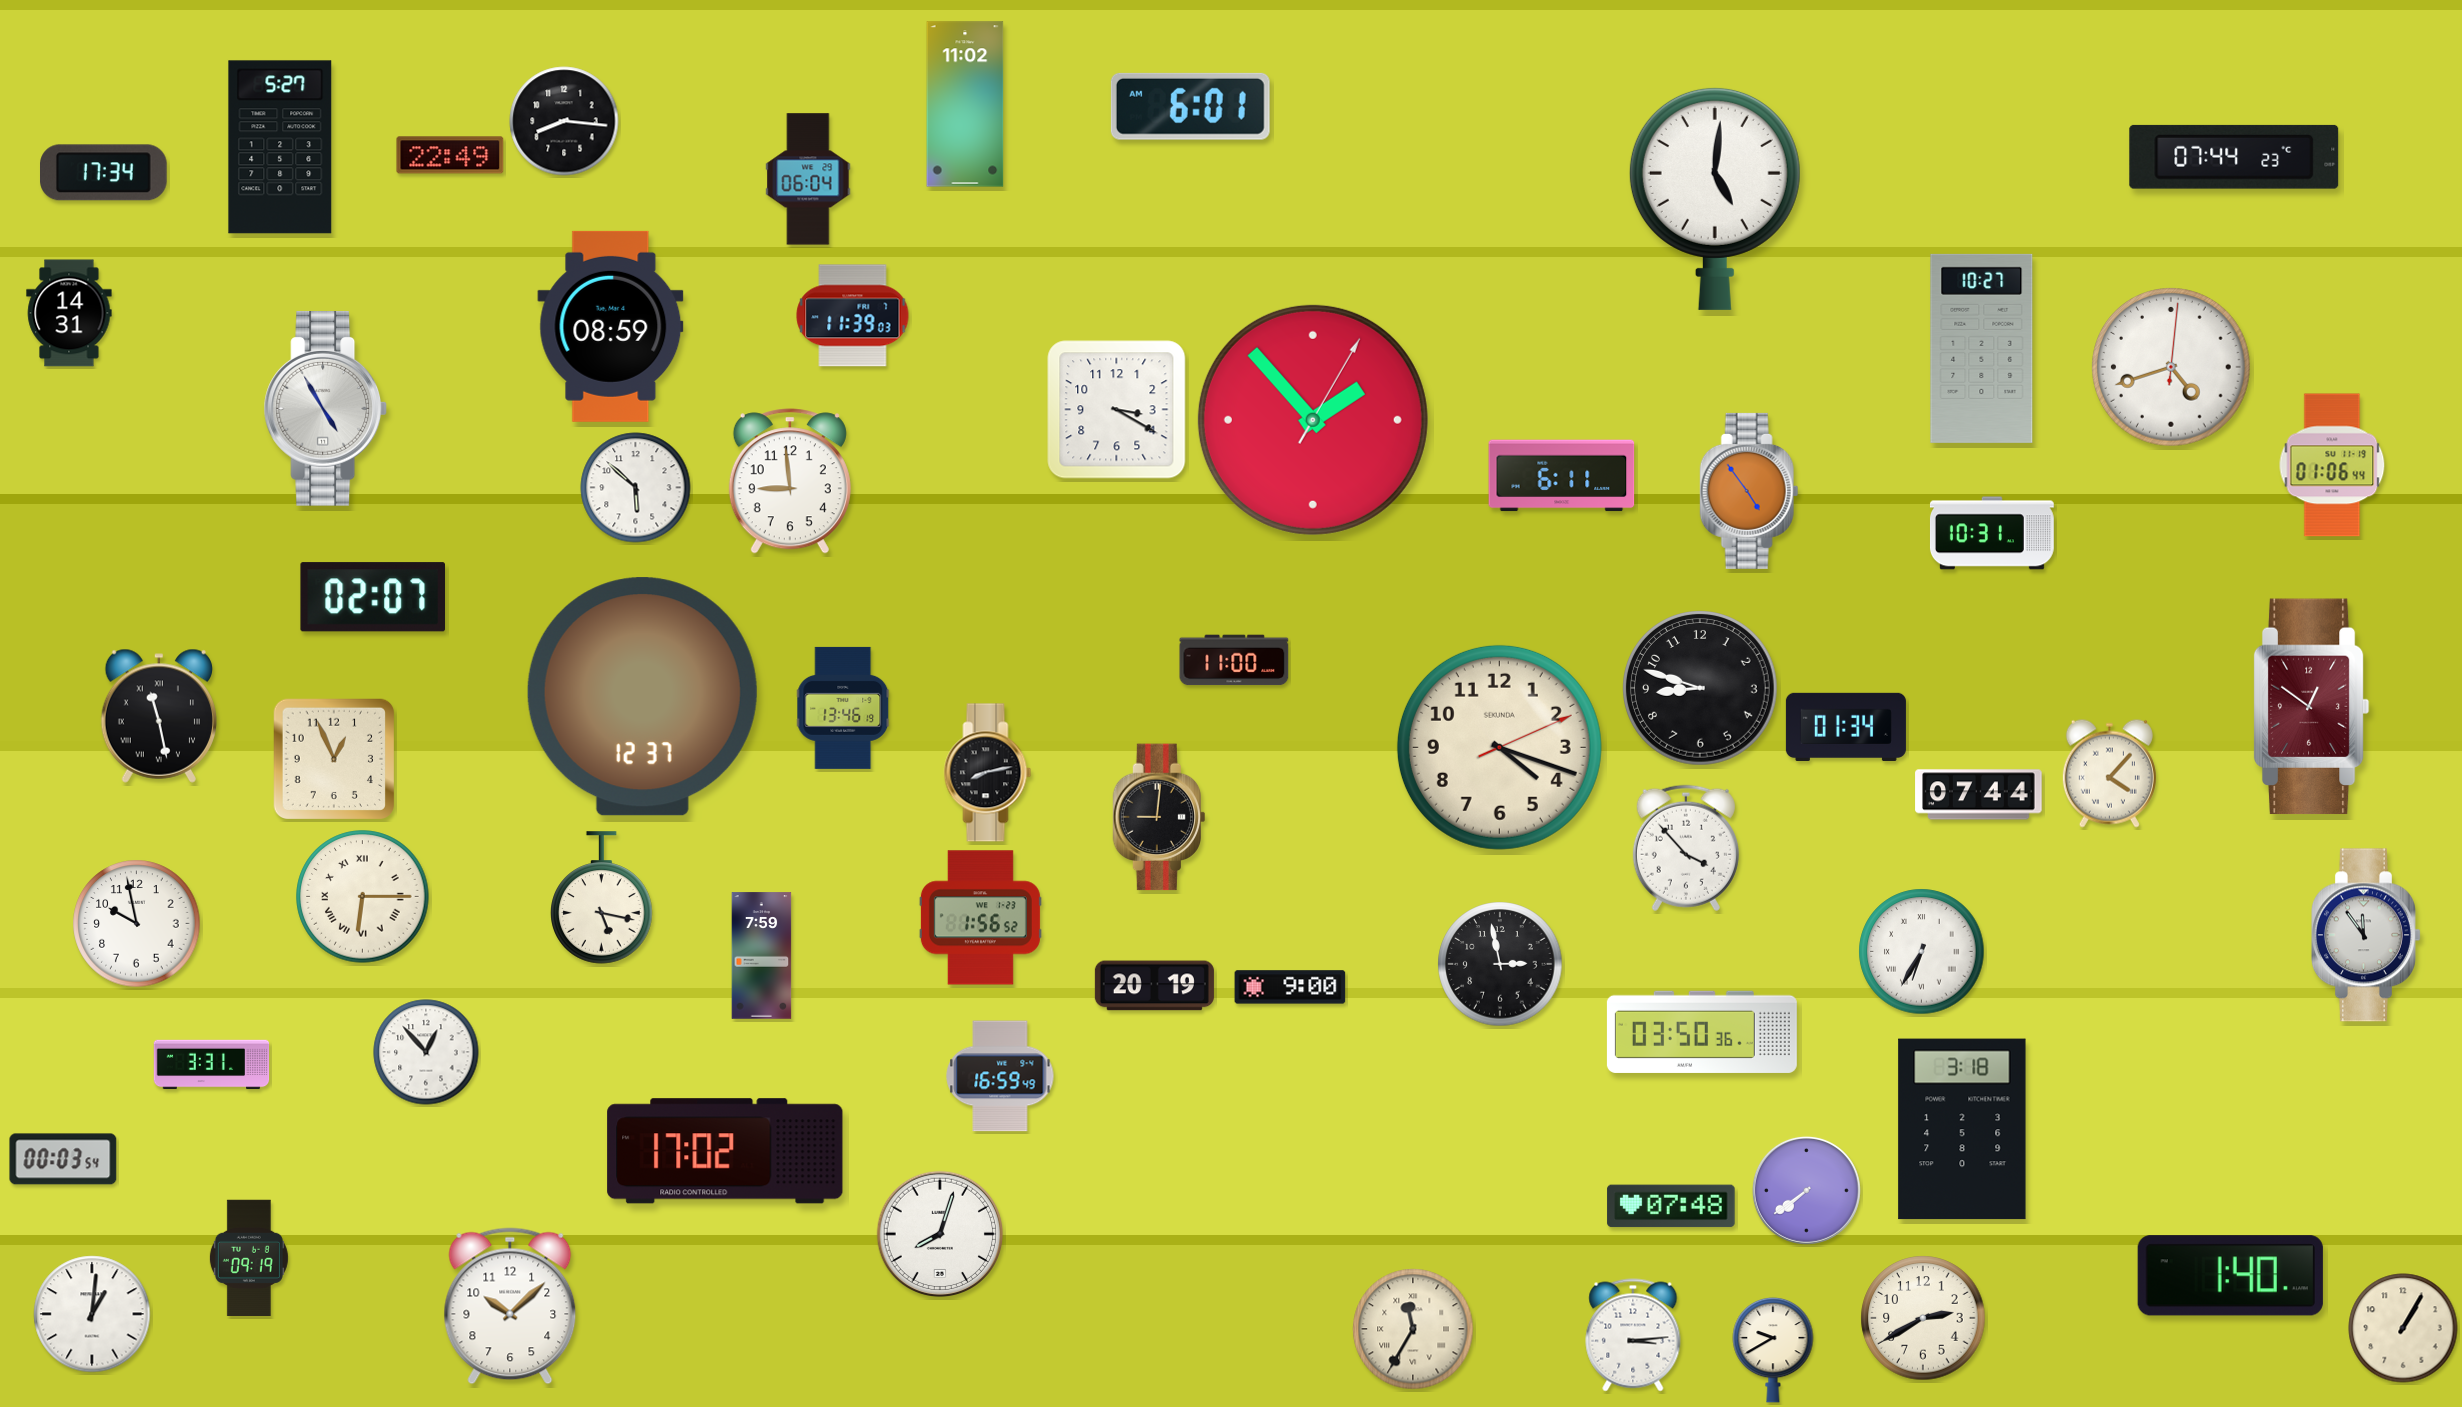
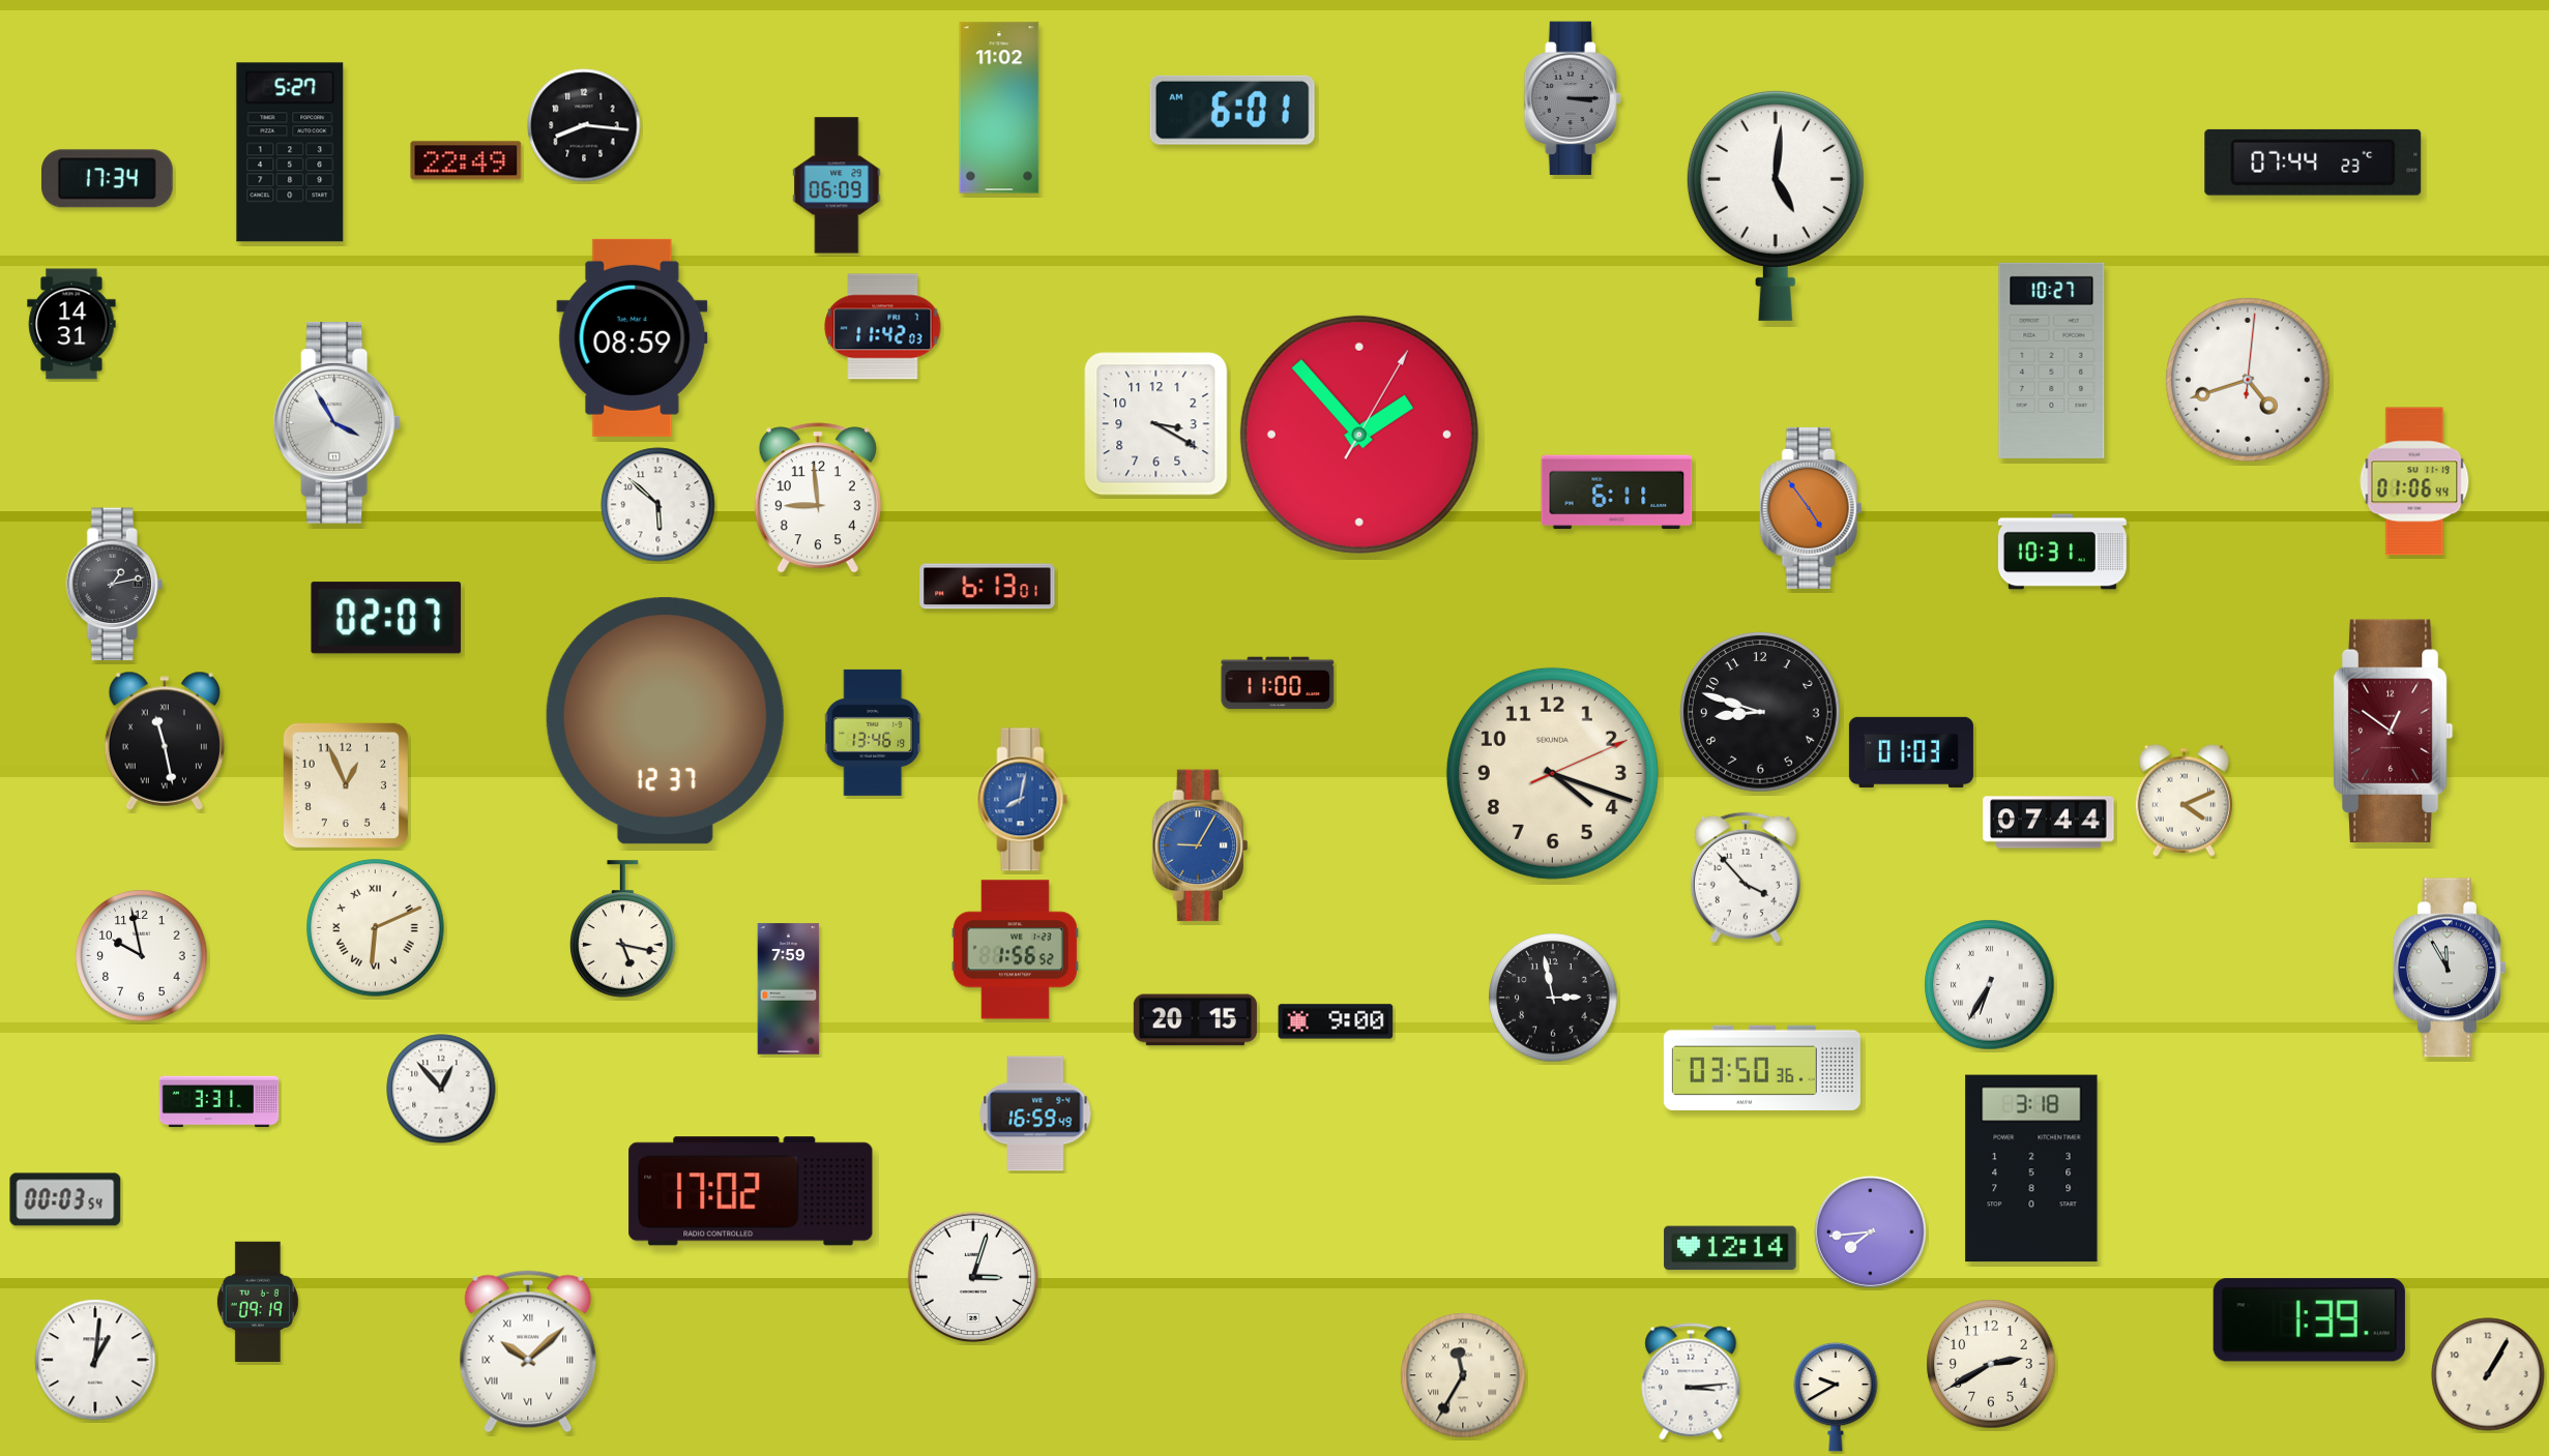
clock at (1573, 98): none -> 3:15
clock at (808, 179): 06:04 -> 06:09
clock at (853, 316): 11:39 -> 11:42
clock at (326, 408): 4:55 -> 3:55
clock at (114, 585): none -> 1:13
clock at (988, 587): none -> 6:13
clock at (1846, 727): 01:34 -> 01:03
clock at (988, 773): 8:13 -> 8:02
clock at (988, 773) dial: black -> blue
clock at (2109, 773): 4:07 -> 4:11
clock at (1159, 817): 9:01 -> 9:05
clock at (1159, 817) dial: black -> blue
clock at (363, 897): 6:15 -> 6:11
clock at (2366, 935): 11:54 -> 11:55
clock at (1154, 986): 20:19 -> 20:15
clock at (1806, 1190): 7:39 -> 7:44
clock at (1671, 1206): 07:48 -> 12:14
clock at (940, 1234): 8:03 -> 3:03
clock at (2230, 1276): 1:40 -> 1:39
clock at (510, 1306) numerals: Arabic -> Roman
